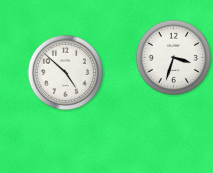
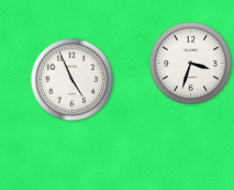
clock at (65, 72): 4:52 -> 4:56
